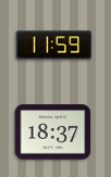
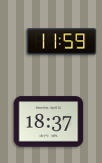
clock at (54, 46) position: (54, 46) -> (62, 42)
